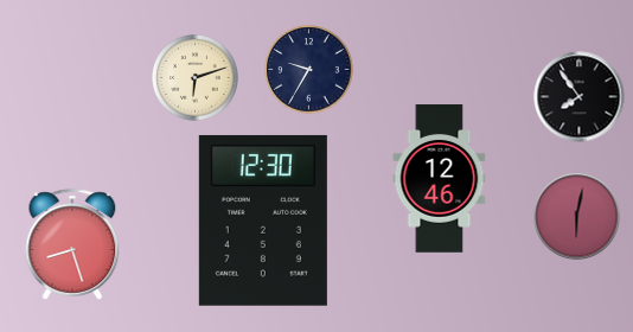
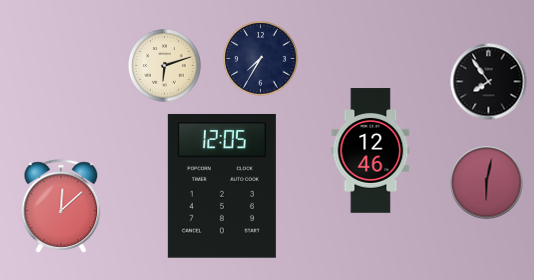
clock at (309, 70): 9:35 -> 7:35
clock at (263, 221): 12:30 -> 12:05
clock at (72, 244): 8:27 -> 12:08
